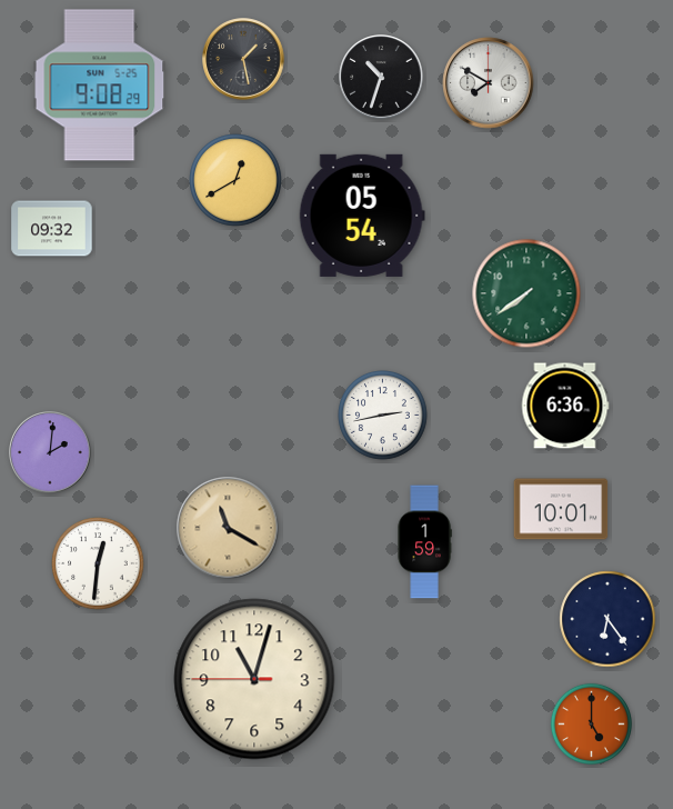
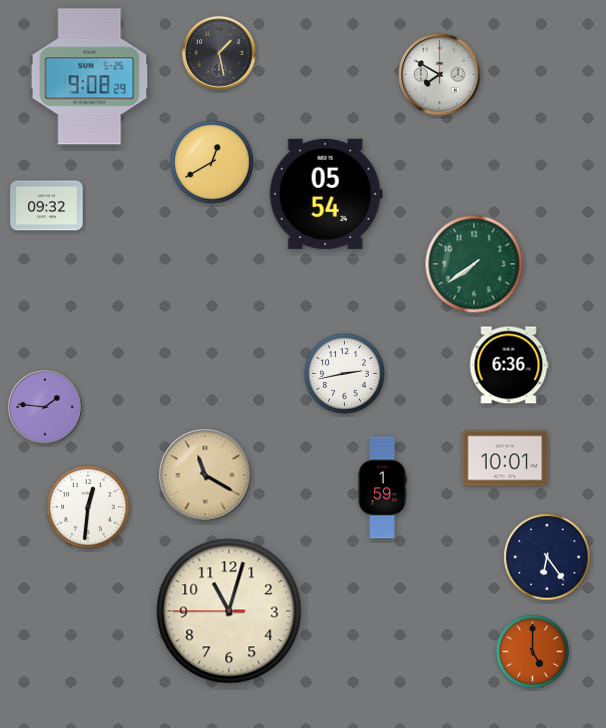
clock at (381, 77): 10:33 -> none
clock at (50, 452): 2:01 -> 1:46
